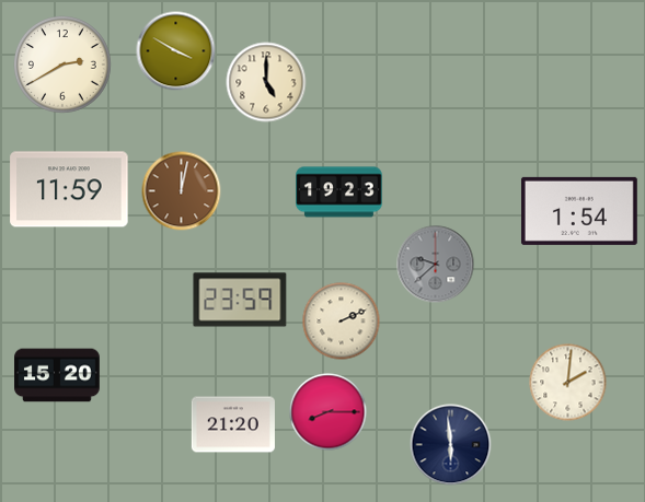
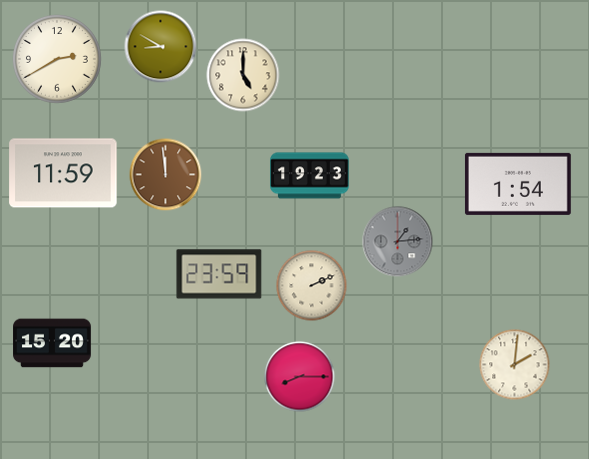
clock at (176, 51): 3:50 -> 8:50
clock at (182, 191): 12:02 -> 11:59
clock at (579, 211) position: (579, 211) -> (518, 184)
clock at (436, 265): 9:38 -> 1:14
clock at (342, 322) position: (342, 322) -> (312, 286)
clock at (568, 383) position: (568, 383) -> (515, 365)
clock at (233, 424): 21:20 -> none
clock at (451, 445): 5:59 -> none
